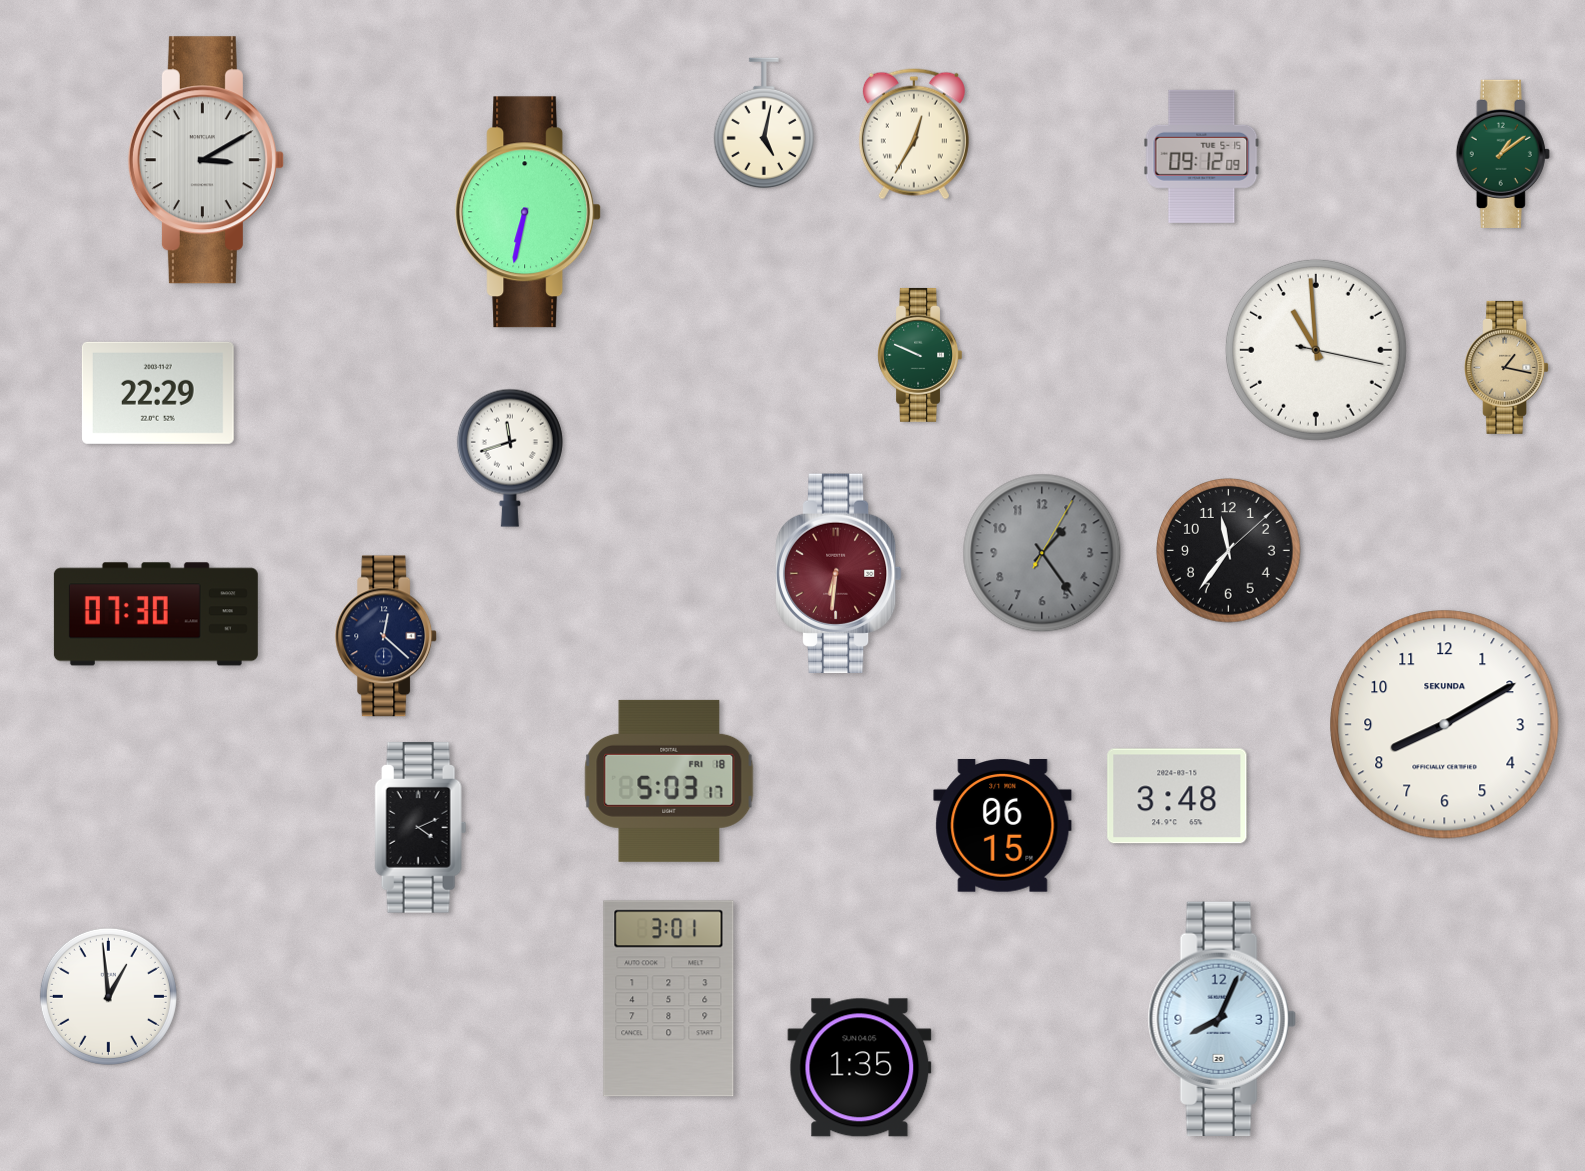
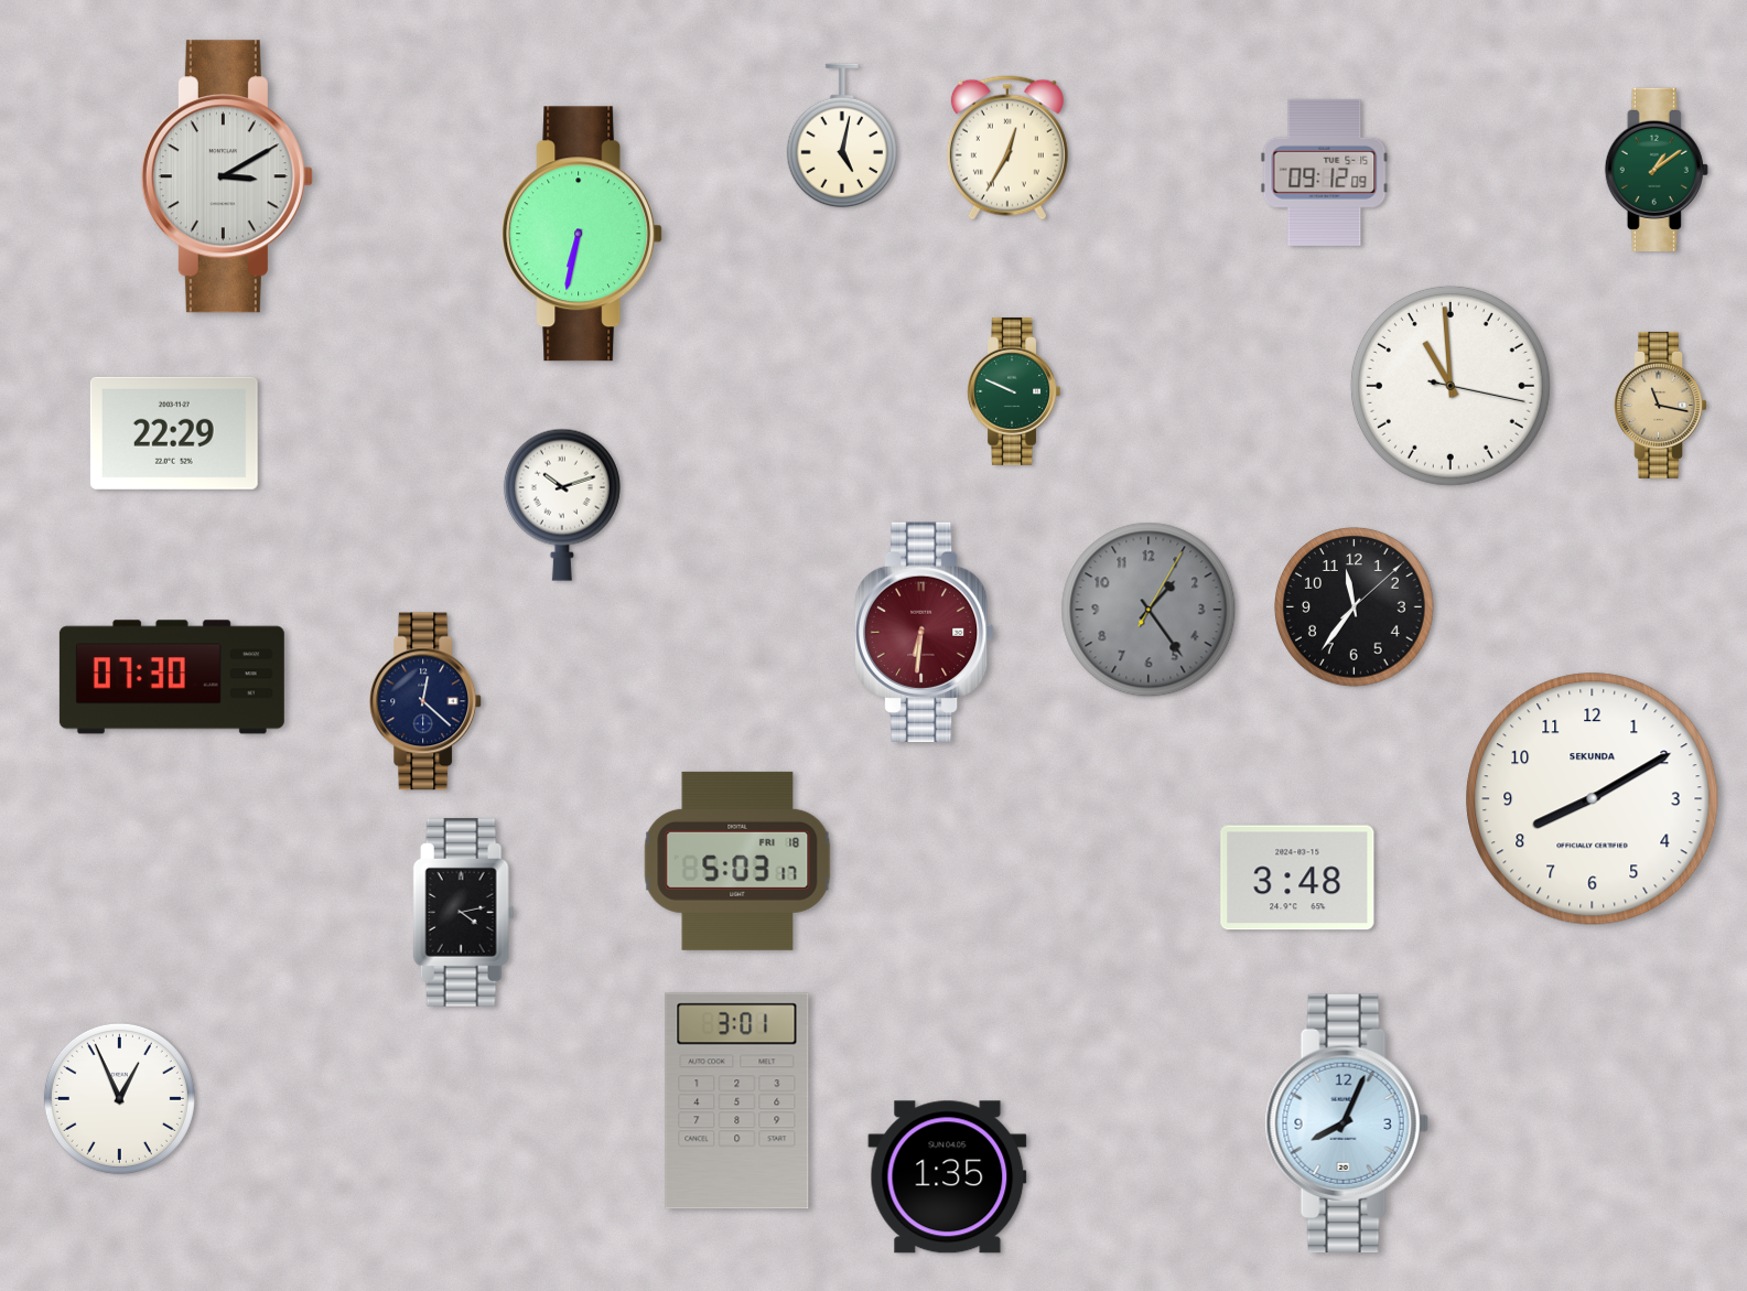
clock at (1507, 367): 1:17 -> 11:17
clock at (510, 458): 11:42 -> 10:12
clock at (1003, 826): 06:15 -> none
clock at (421, 828): 4:11 -> 4:13
clock at (108, 996): 12:59 -> 12:56
